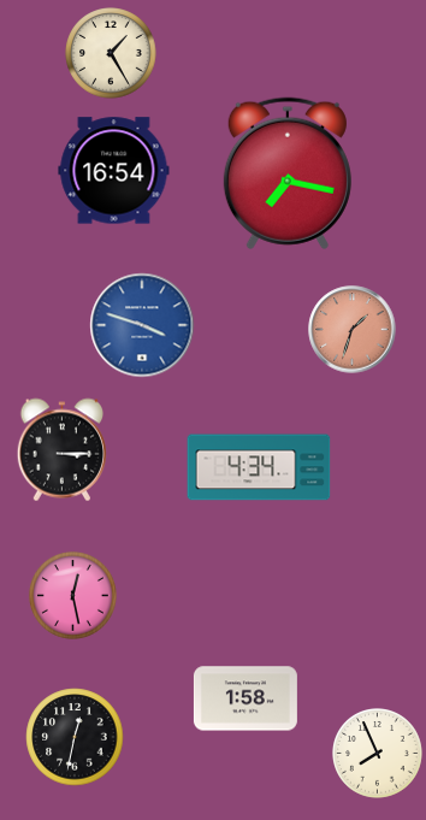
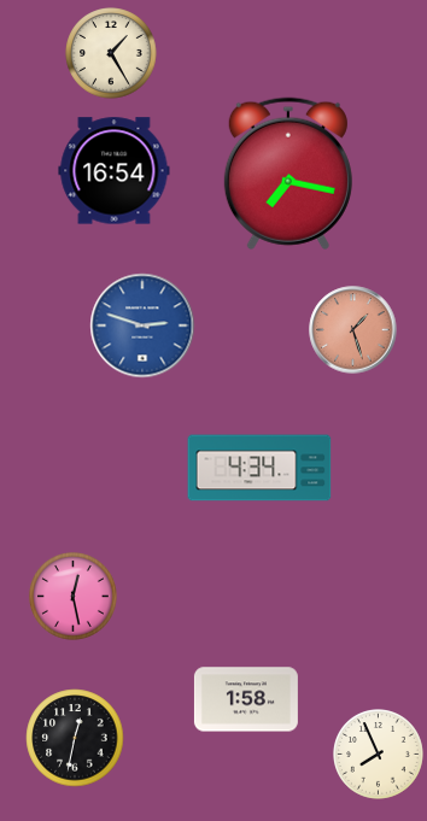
clock at (142, 325): 3:48 -> 2:48
clock at (353, 330): 1:33 -> 1:27
clock at (63, 450): 3:15 -> none
